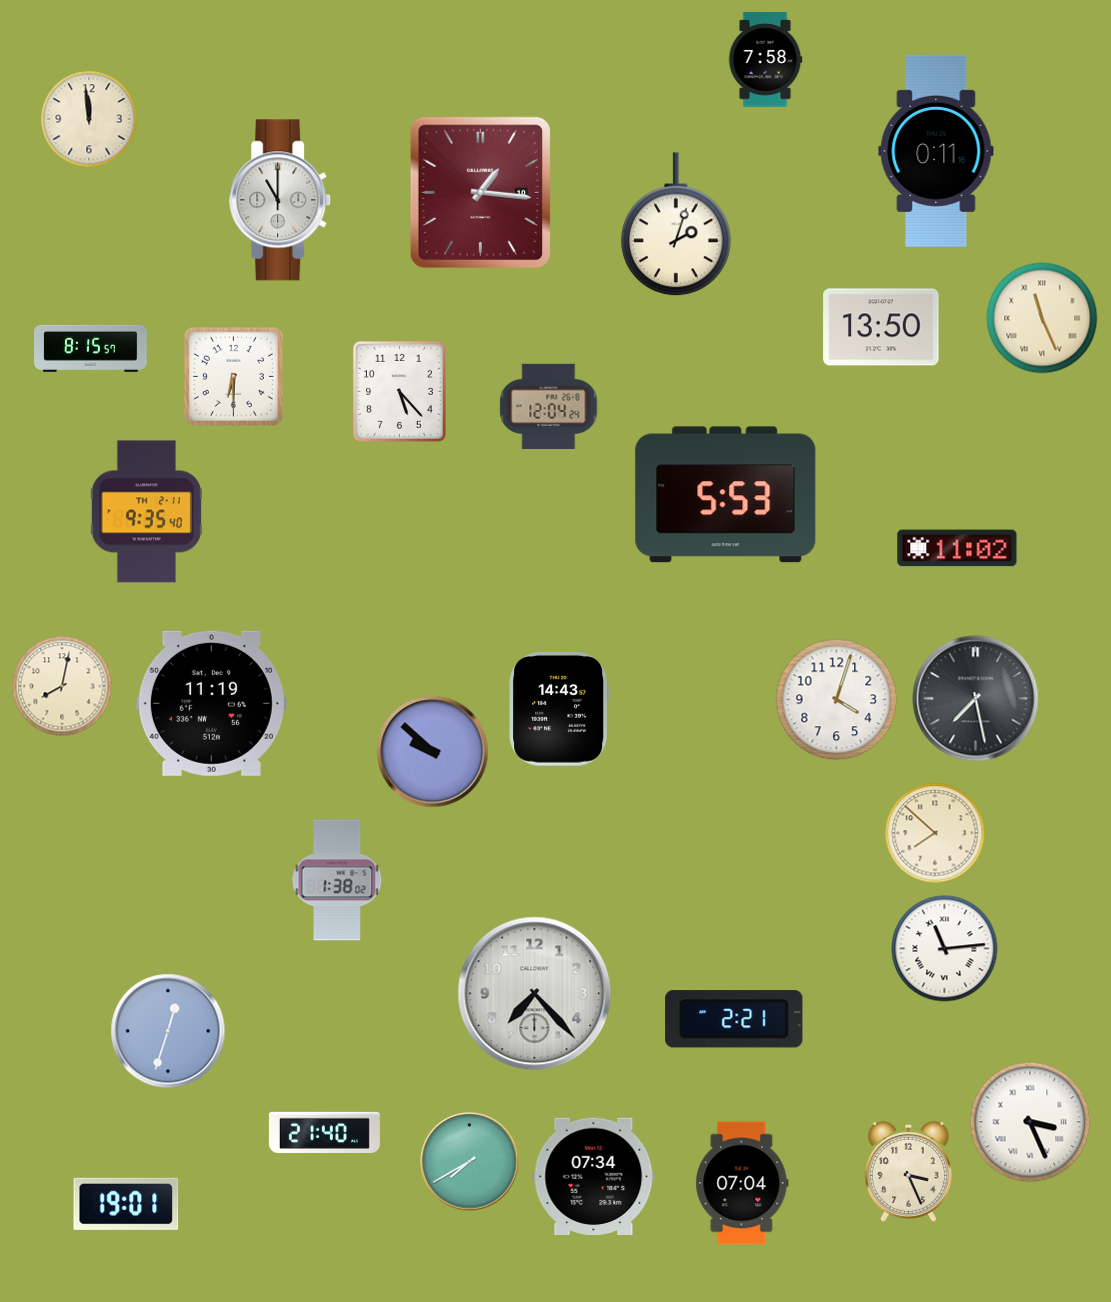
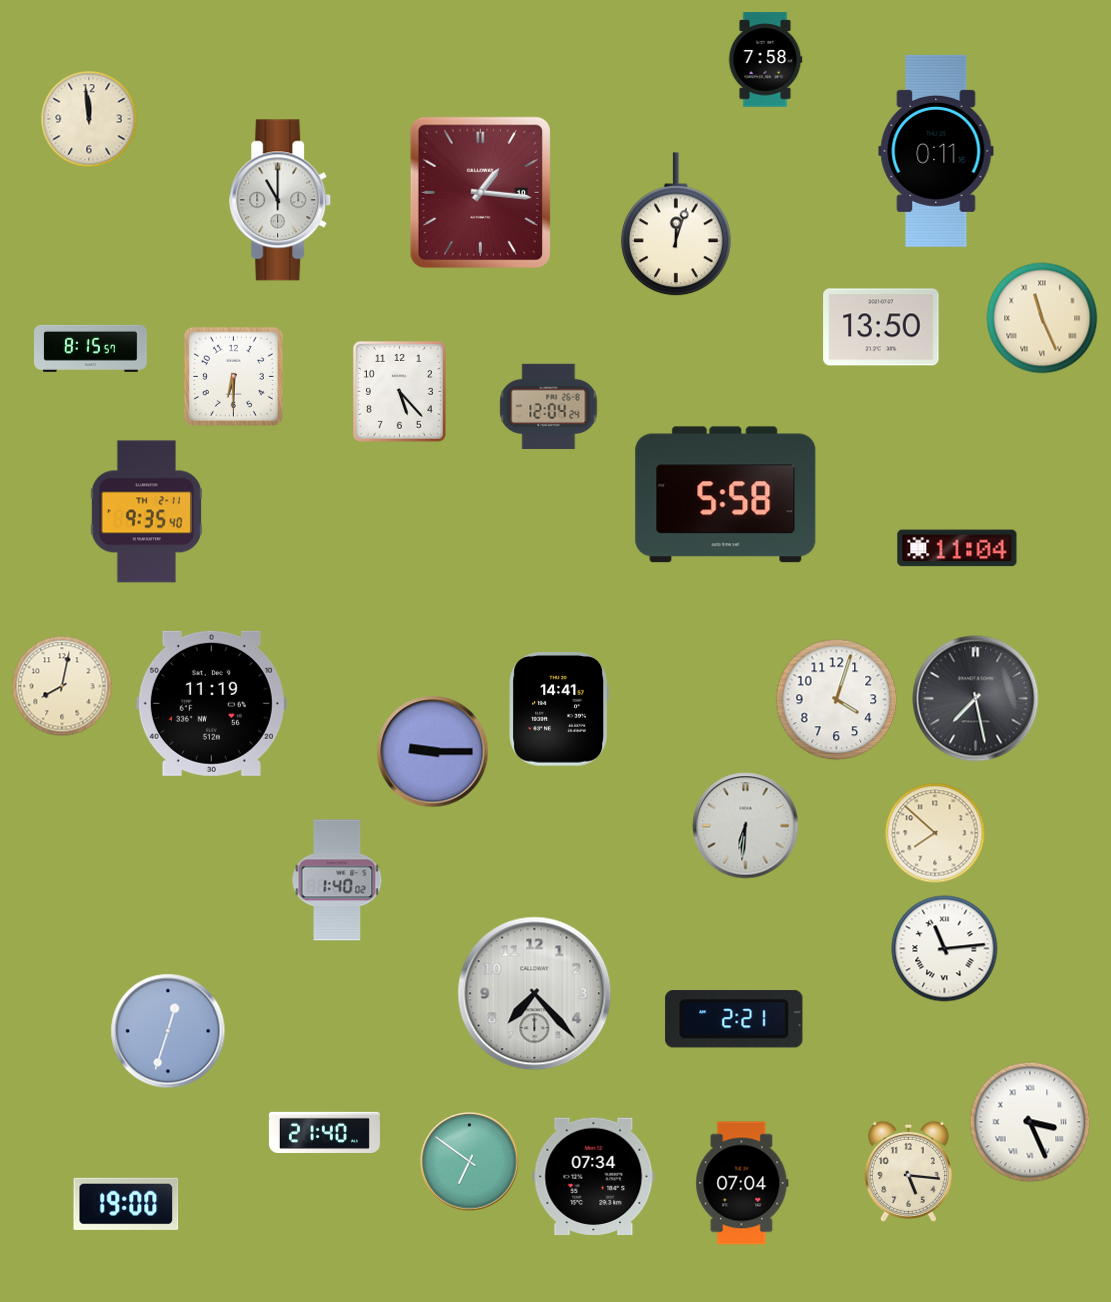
clock at (676, 225): 2:03 -> 12:03
clock at (726, 495): 5:53 -> 5:58
clock at (957, 548): 11:02 -> 11:04
clock at (558, 710): 14:43 -> 14:41
clock at (433, 752): 9:52 -> 9:15
clock at (746, 826): none -> 6:31
clock at (337, 880): 1:38 -> 1:40
clock at (470, 1162): 7:40 -> 6:51
clock at (908, 1171): 3:26 -> 5:16
clock at (126, 1204): 19:01 -> 19:00
